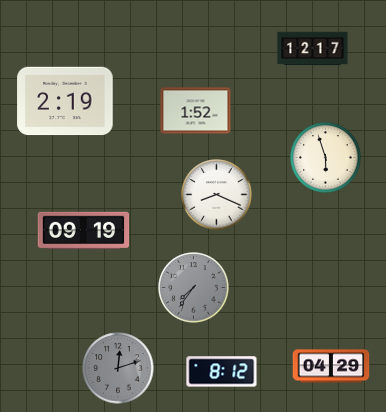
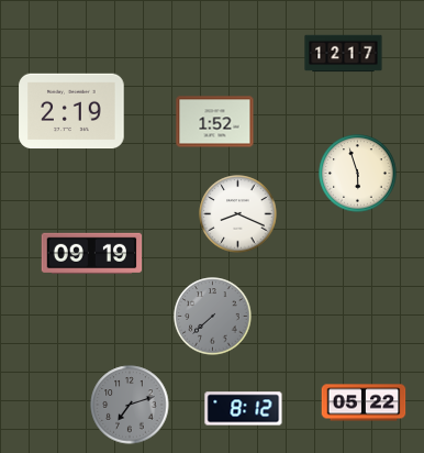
clock at (194, 288): 7:36 -> 7:38
clock at (331, 366): 04:29 -> 05:22
clock at (118, 368): 12:12 -> 7:12
